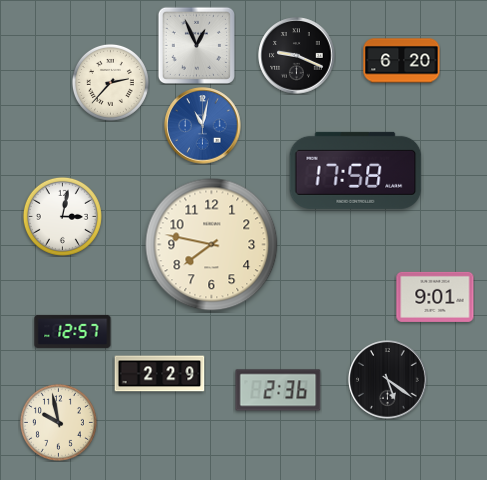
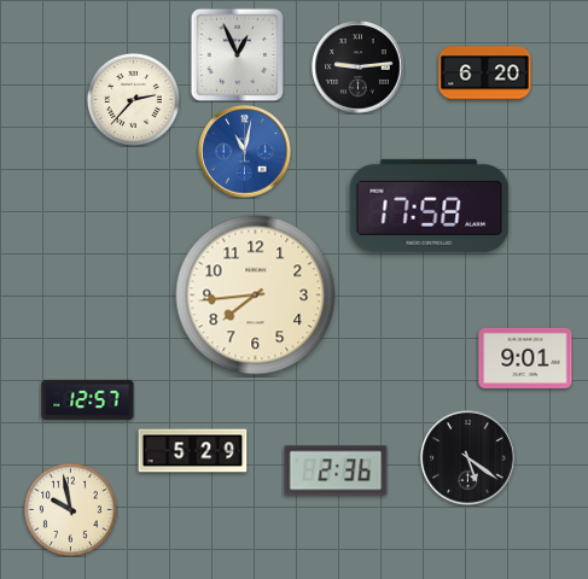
clock at (297, 56): 9:19 -> 9:14
clock at (62, 216): 3:02 -> none
clock at (212, 245): 7:47 -> 7:44
clock at (160, 374): 2:29 -> 5:29
